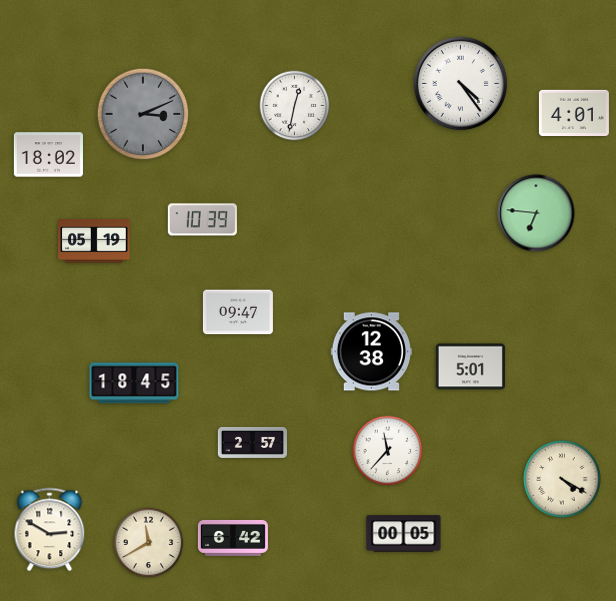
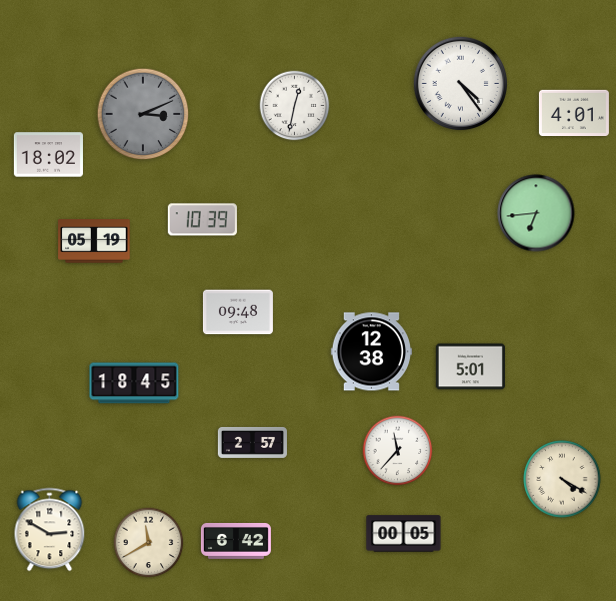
clock at (536, 213): 6:46 -> 6:44
clock at (238, 312): 09:47 -> 09:48
clock at (388, 451) position: (388, 451) -> (398, 451)
clock at (233, 538) position: (233, 538) -> (236, 541)
